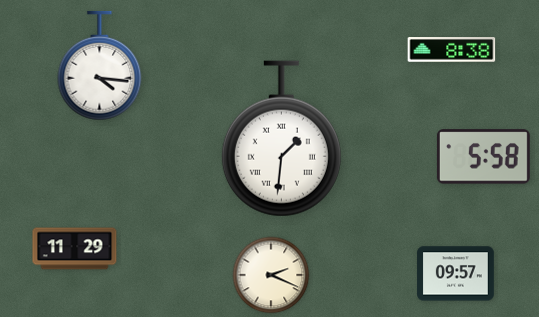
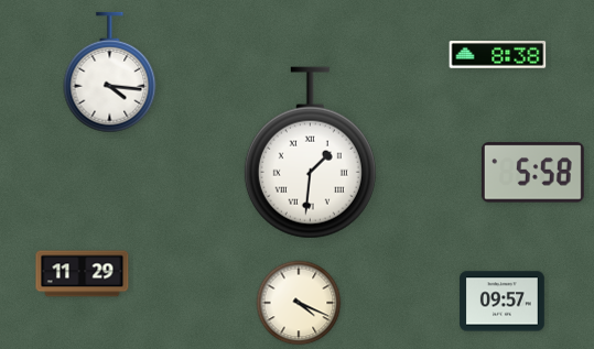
clock at (271, 275): 2:19 -> 4:19
